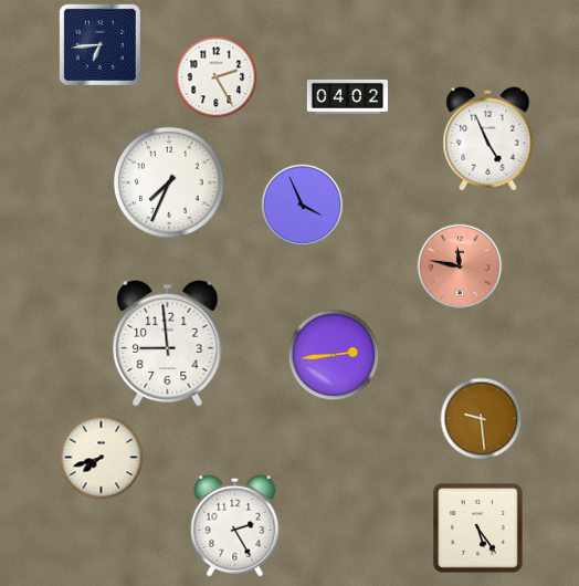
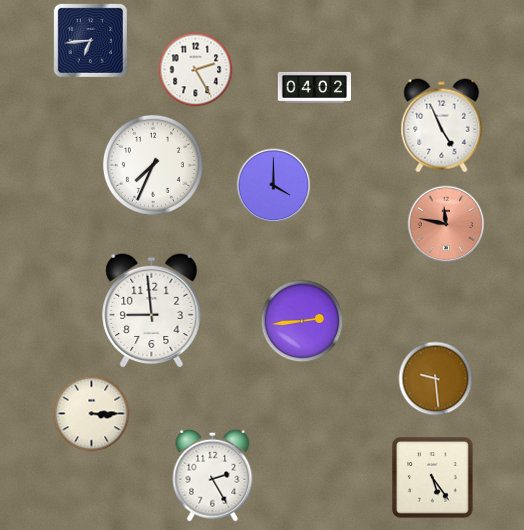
clock at (303, 206): 3:56 -> 4:00
clock at (460, 266) position: (460, 266) -> (446, 224)
clock at (102, 458): 7:42 -> 3:15
